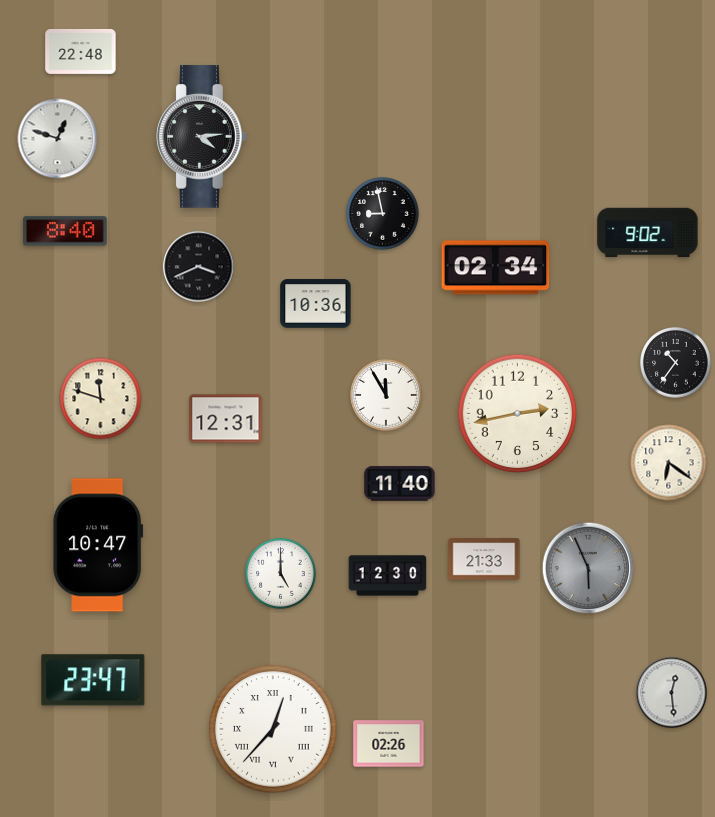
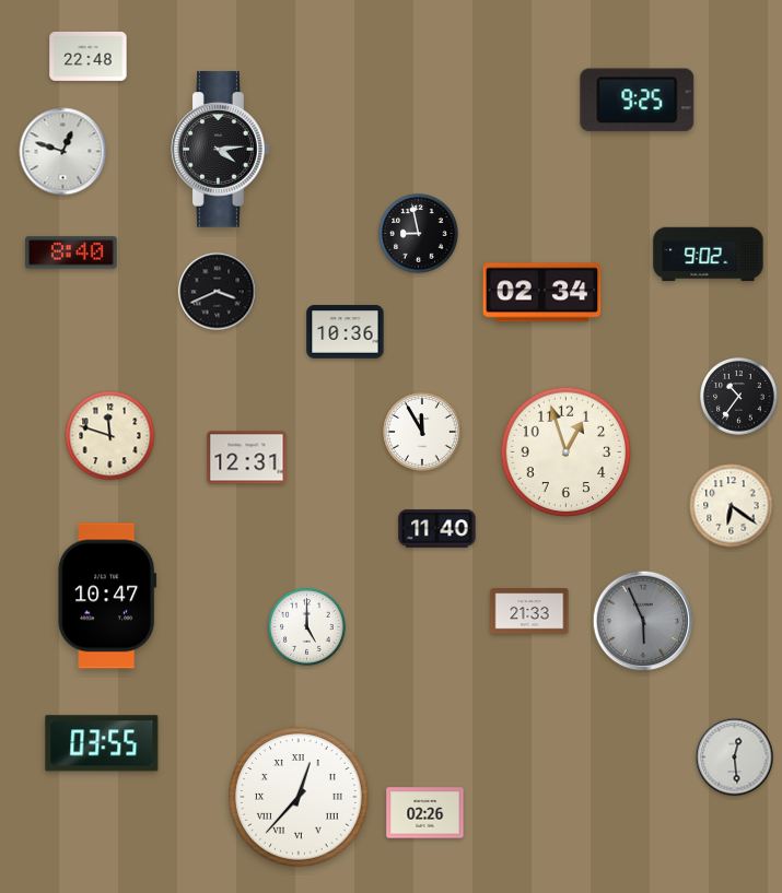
clock at (638, 101): none -> 9:25
clock at (518, 414): 2:43 -> 12:57
clock at (388, 576): 12:30 -> none
clock at (93, 680): 23:47 -> 03:55
